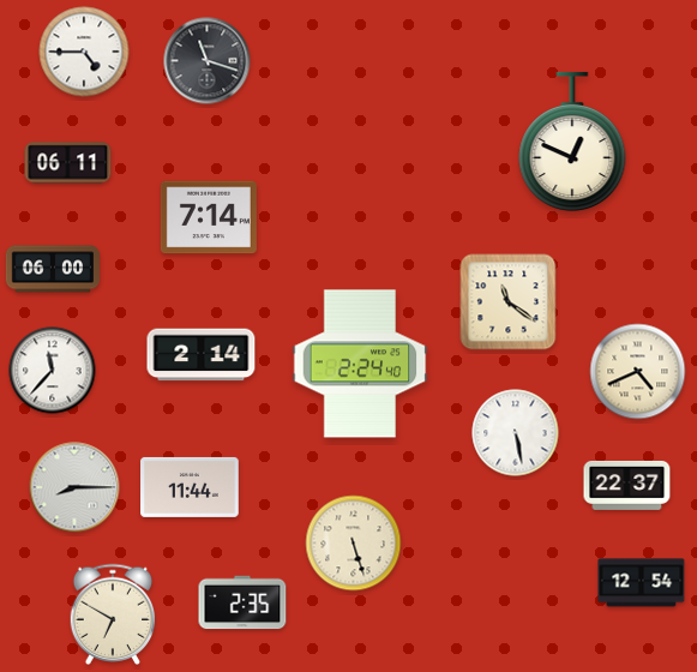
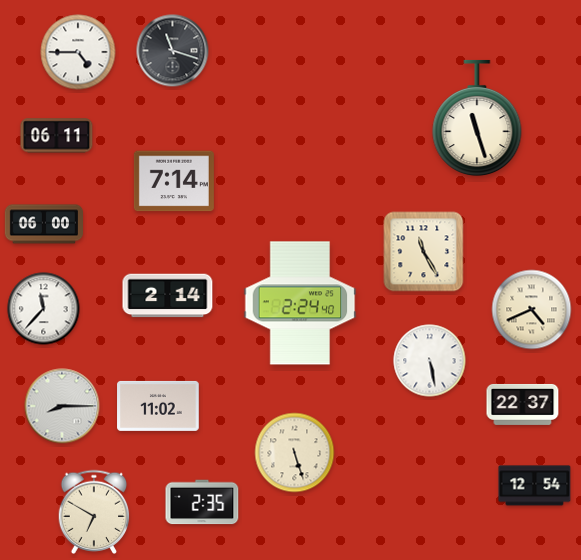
clock at (84, 52) position: (84, 52) -> (78, 52)
clock at (572, 142): 12:49 -> 11:27
clock at (509, 302): 11:21 -> 11:25
clock at (190, 487): 11:44 -> 11:02
